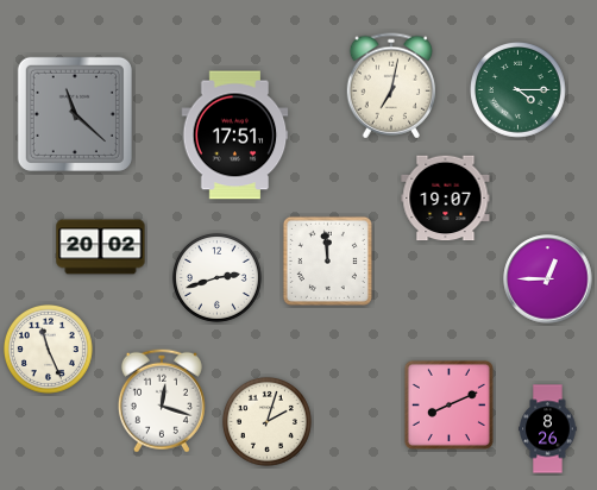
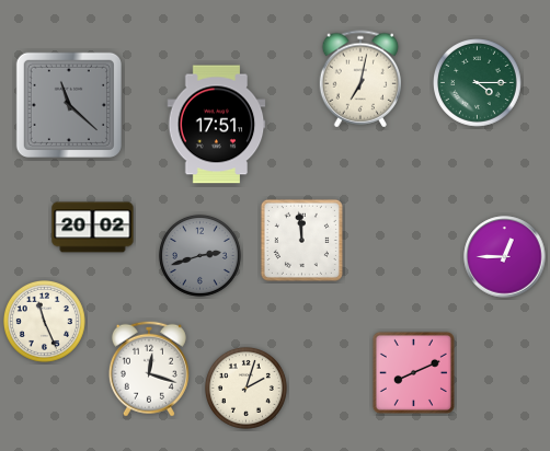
clock at (446, 199): 19:07 -> none
clock at (216, 277) dial: white -> grey
clock at (548, 429): 8:26 -> none
